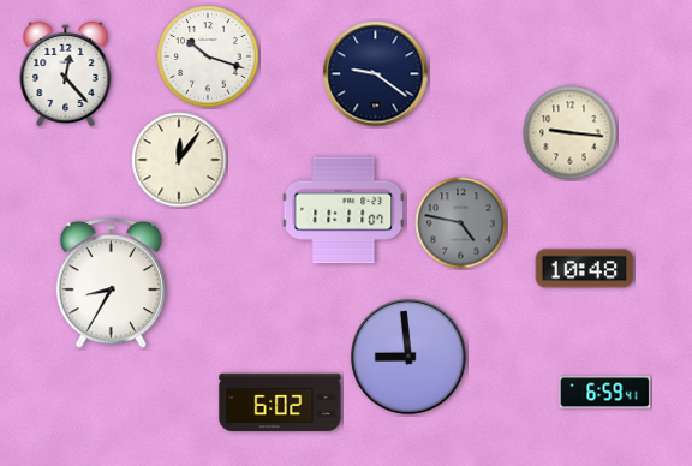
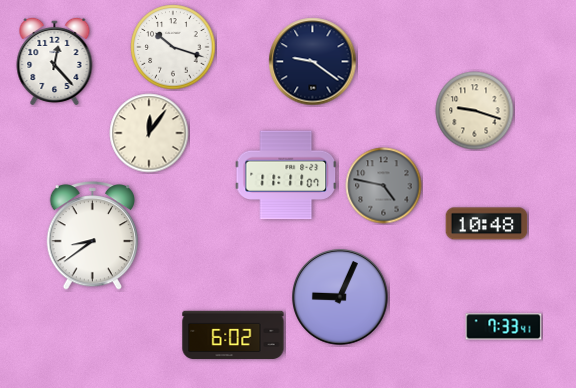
clock at (571, 133): 9:16 -> 9:18
clock at (112, 283): 8:35 -> 8:39
clock at (408, 357): 8:59 -> 9:04
clock at (605, 393): 6:59 -> 7:33
